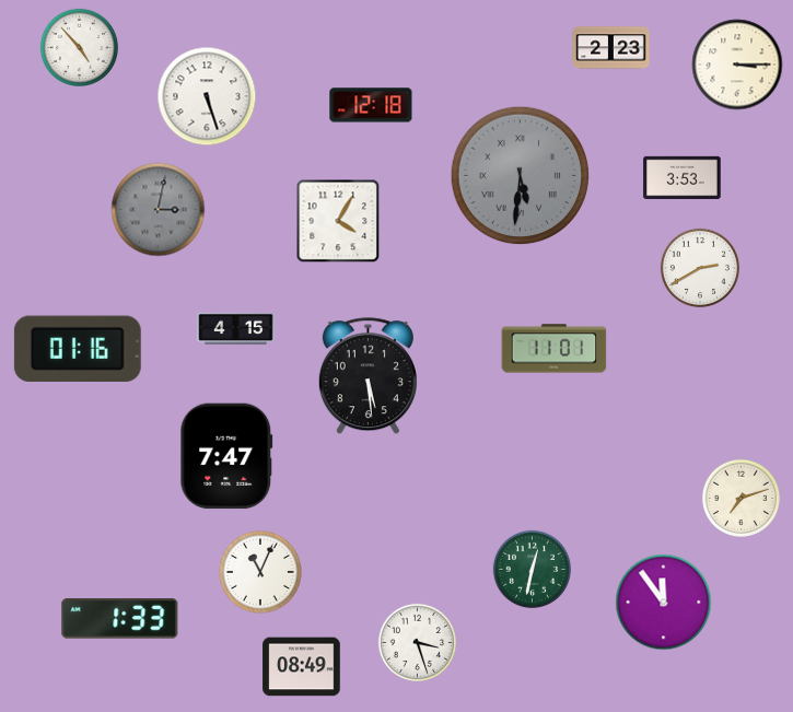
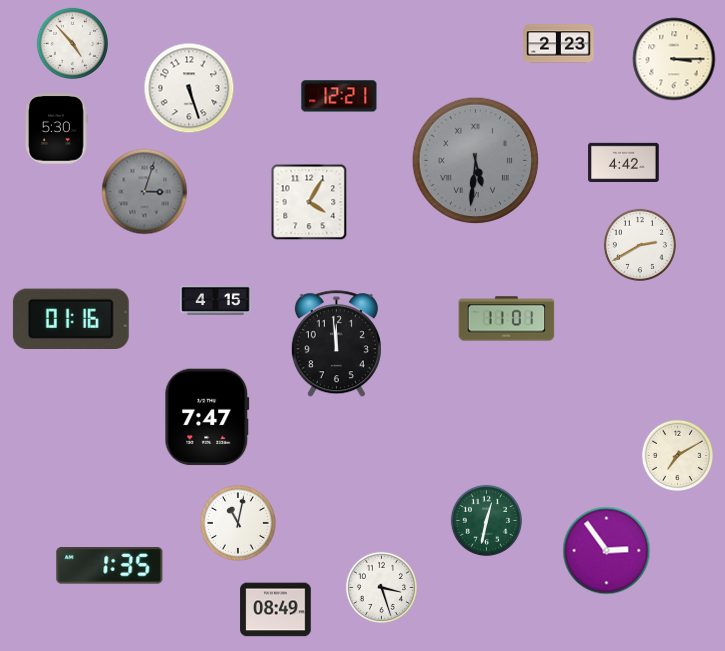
clock at (371, 105): 12:18 -> 12:21
clock at (57, 129): none -> 5:30
clock at (683, 177): 3:53 -> 4:42
clock at (159, 210): 3:02 -> 3:03
clock at (368, 376): 5:29 -> 11:59
clock at (740, 498): 7:12 -> 7:10
clock at (261, 573): 11:04 -> 11:02
clock at (664, 603): 11:54 -> 2:54
clock at (120, 619): 1:33 -> 1:35
